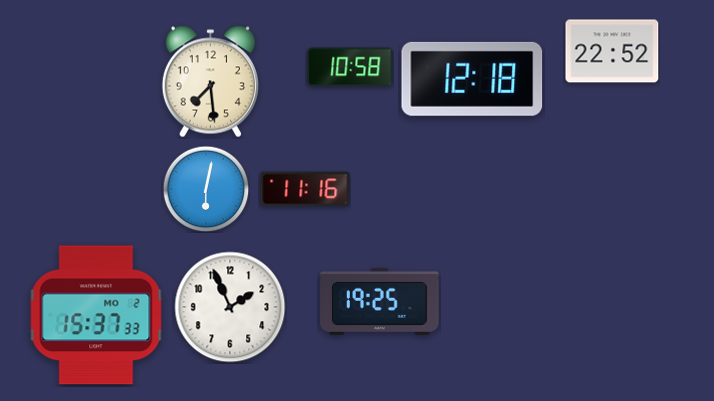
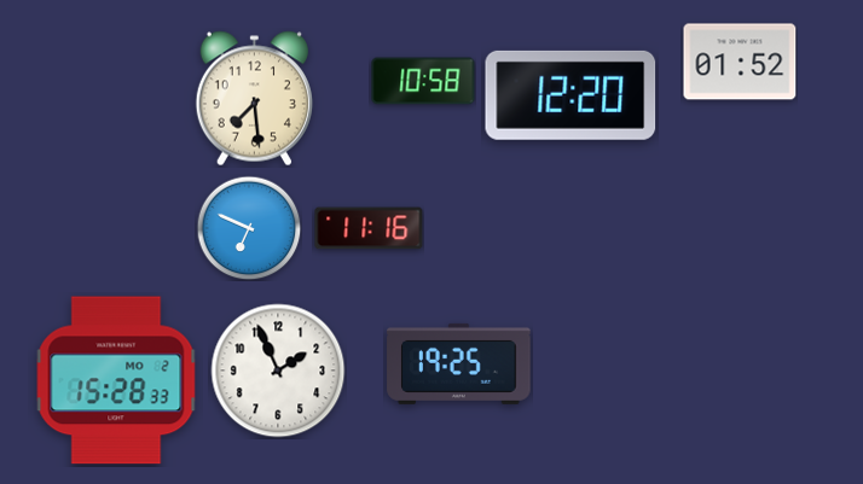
clock at (612, 51): 22:52 -> 01:52
clock at (472, 79): 12:18 -> 12:20
clock at (206, 189): 6:02 -> 6:49
clock at (96, 315): 15:37 -> 15:28
